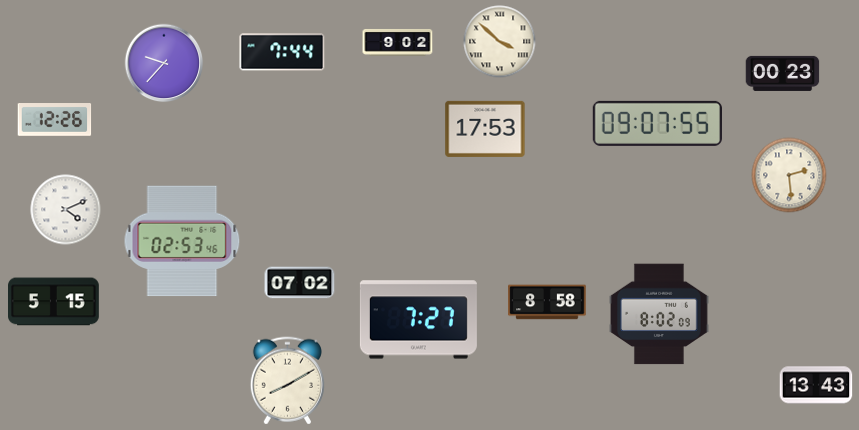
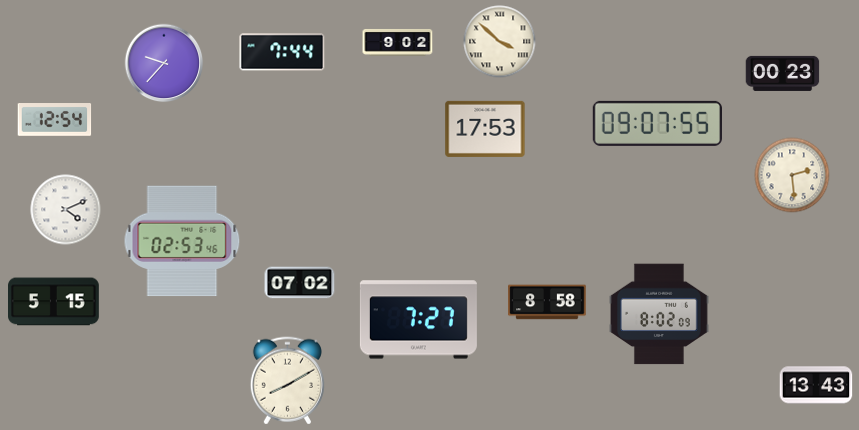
clock at (55, 120): 12:26 -> 12:54
clock at (789, 175) position: (789, 175) -> (792, 175)
